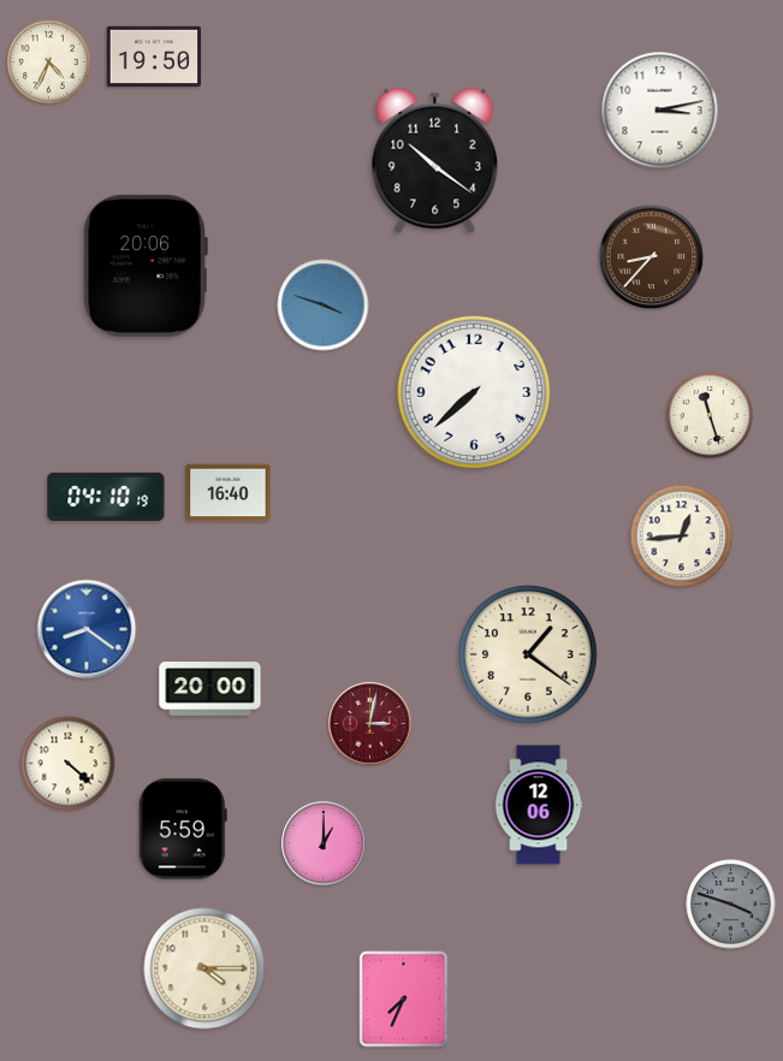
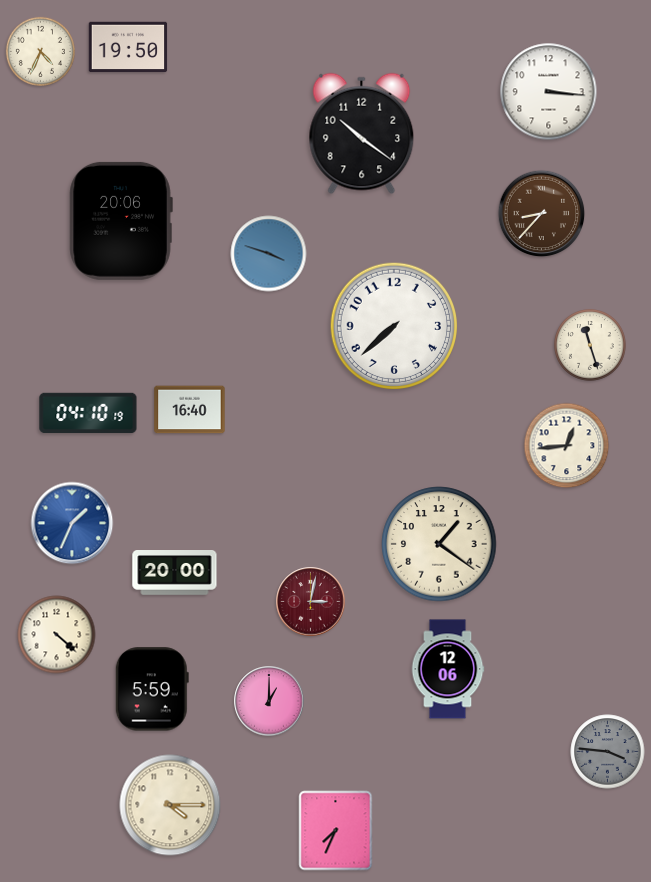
clock at (660, 111): 3:13 -> 3:16
clock at (87, 629): 8:21 -> 1:34
clock at (370, 724) position: (370, 724) -> (311, 602)
clock at (731, 905): 3:48 -> 3:46
